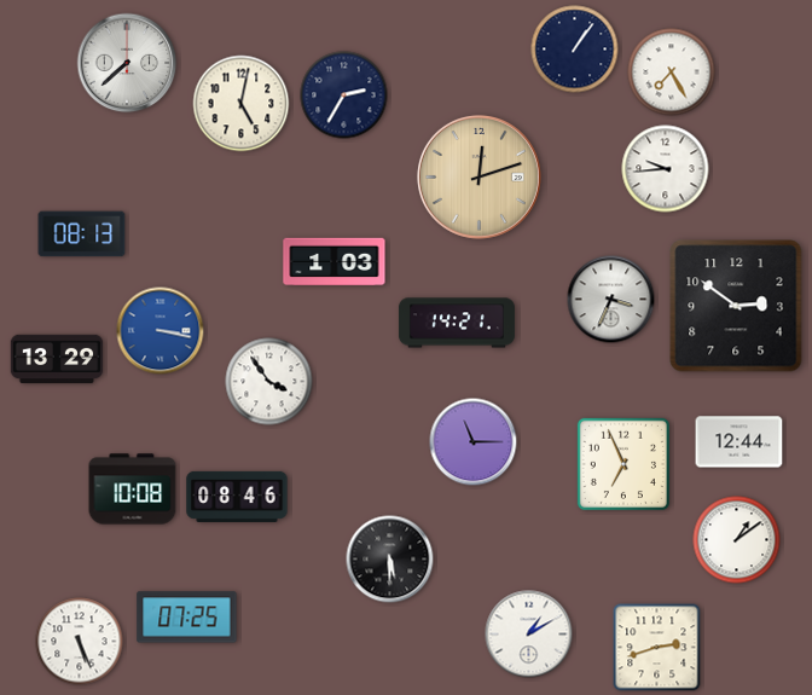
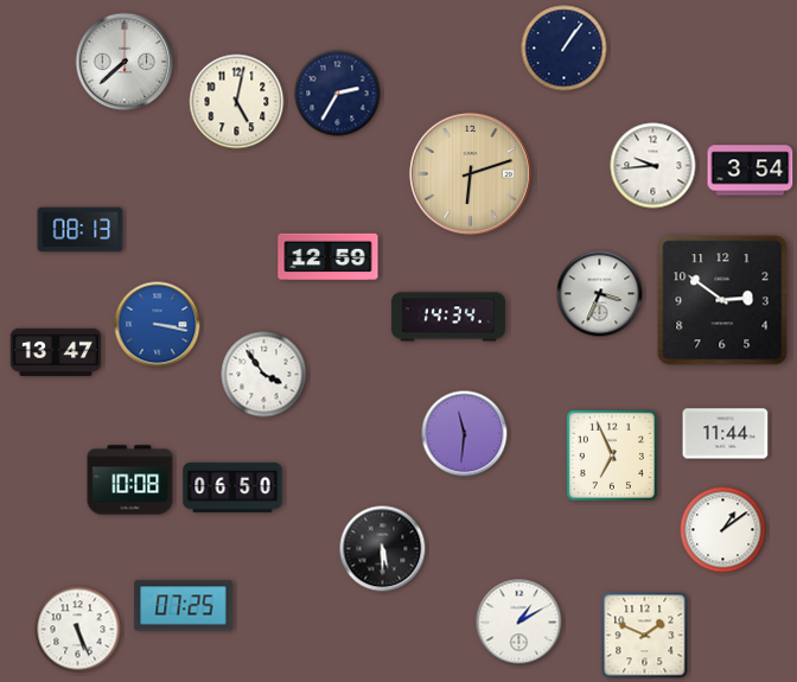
clock at (672, 73): 7:25 -> none
clock at (751, 171): none -> 3:54
clock at (478, 176): 12:12 -> 6:12
clock at (335, 262): 1:03 -> 12:59
clock at (457, 323): 14:21 -> 14:34
clock at (57, 359): 13:29 -> 13:47
clock at (474, 442): 11:15 -> 11:31
clock at (739, 442): 12:44 -> 11:44
clock at (237, 497): 08:46 -> 06:50
clock at (657, 648): 2:42 -> 1:49
